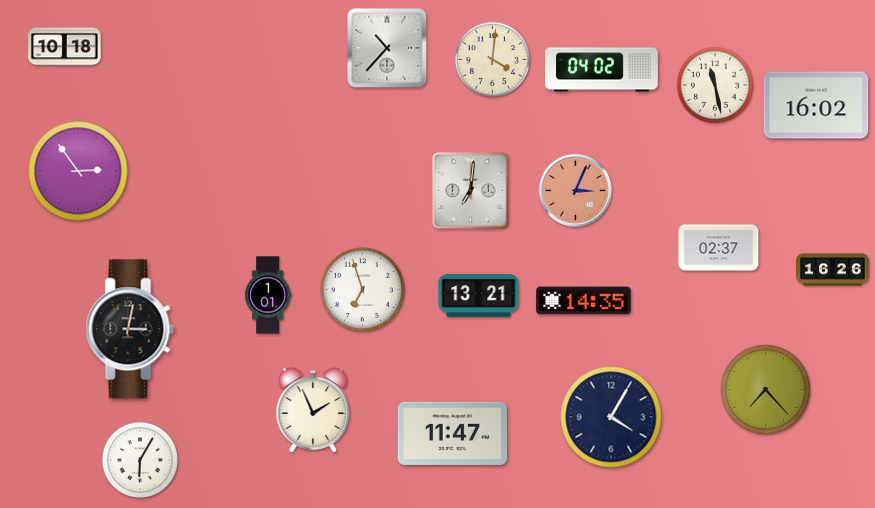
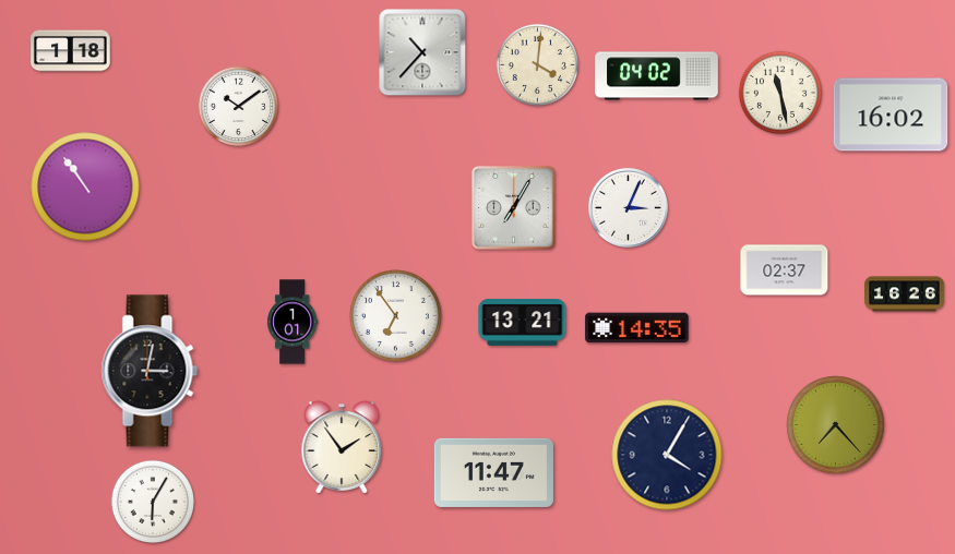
clock at (65, 47): 10:18 -> 1:18
clock at (239, 107): none -> 10:09
clock at (78, 171): 2:54 -> 10:54
clock at (575, 190) dial: salmon -> white
clock at (471, 191): 7:01 -> 7:05
clock at (833, 270) position: (833, 270) -> (905, 294)
clock at (363, 290): 6:57 -> 6:54
clock at (130, 329) position: (130, 329) -> (150, 371)
clock at (313, 410): 1:56 -> 1:54
